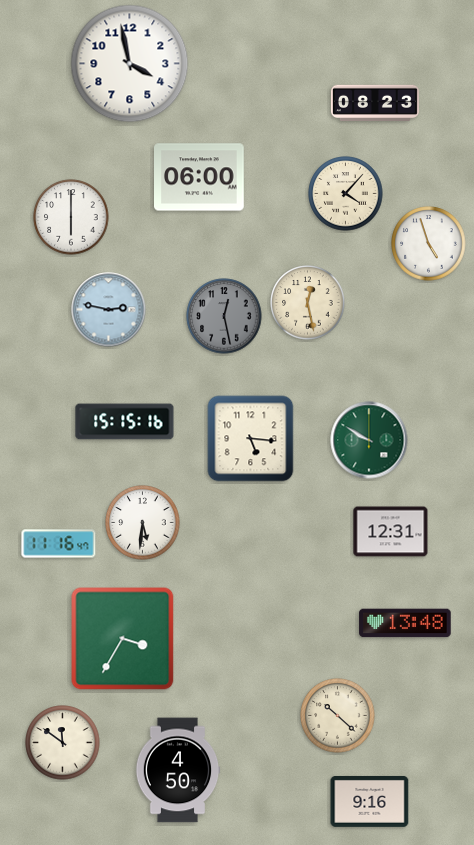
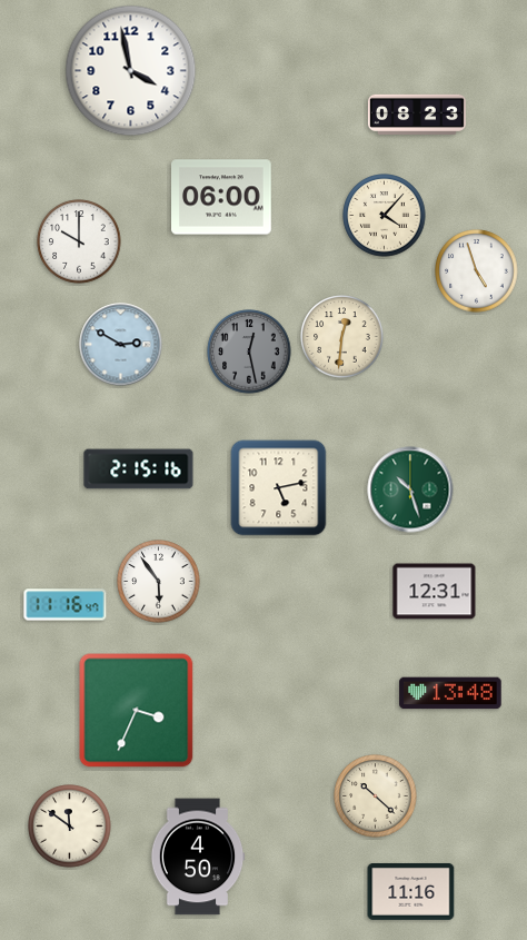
clock at (130, 64) position: (130, 64) -> (131, 71)
clock at (71, 217): 6:00 -> 10:00
clock at (308, 303): 12:28 -> 12:31
clock at (109, 310): 2:47 -> 2:50
clock at (125, 422): 15:15 -> 2:15
clock at (251, 439): 5:16 -> 5:13
clock at (369, 440): 9:50 -> 10:27
clock at (143, 523): 5:31 -> 5:54
clock at (123, 639): 3:35 -> 3:34
clock at (370, 801): 9:16 -> 11:16
